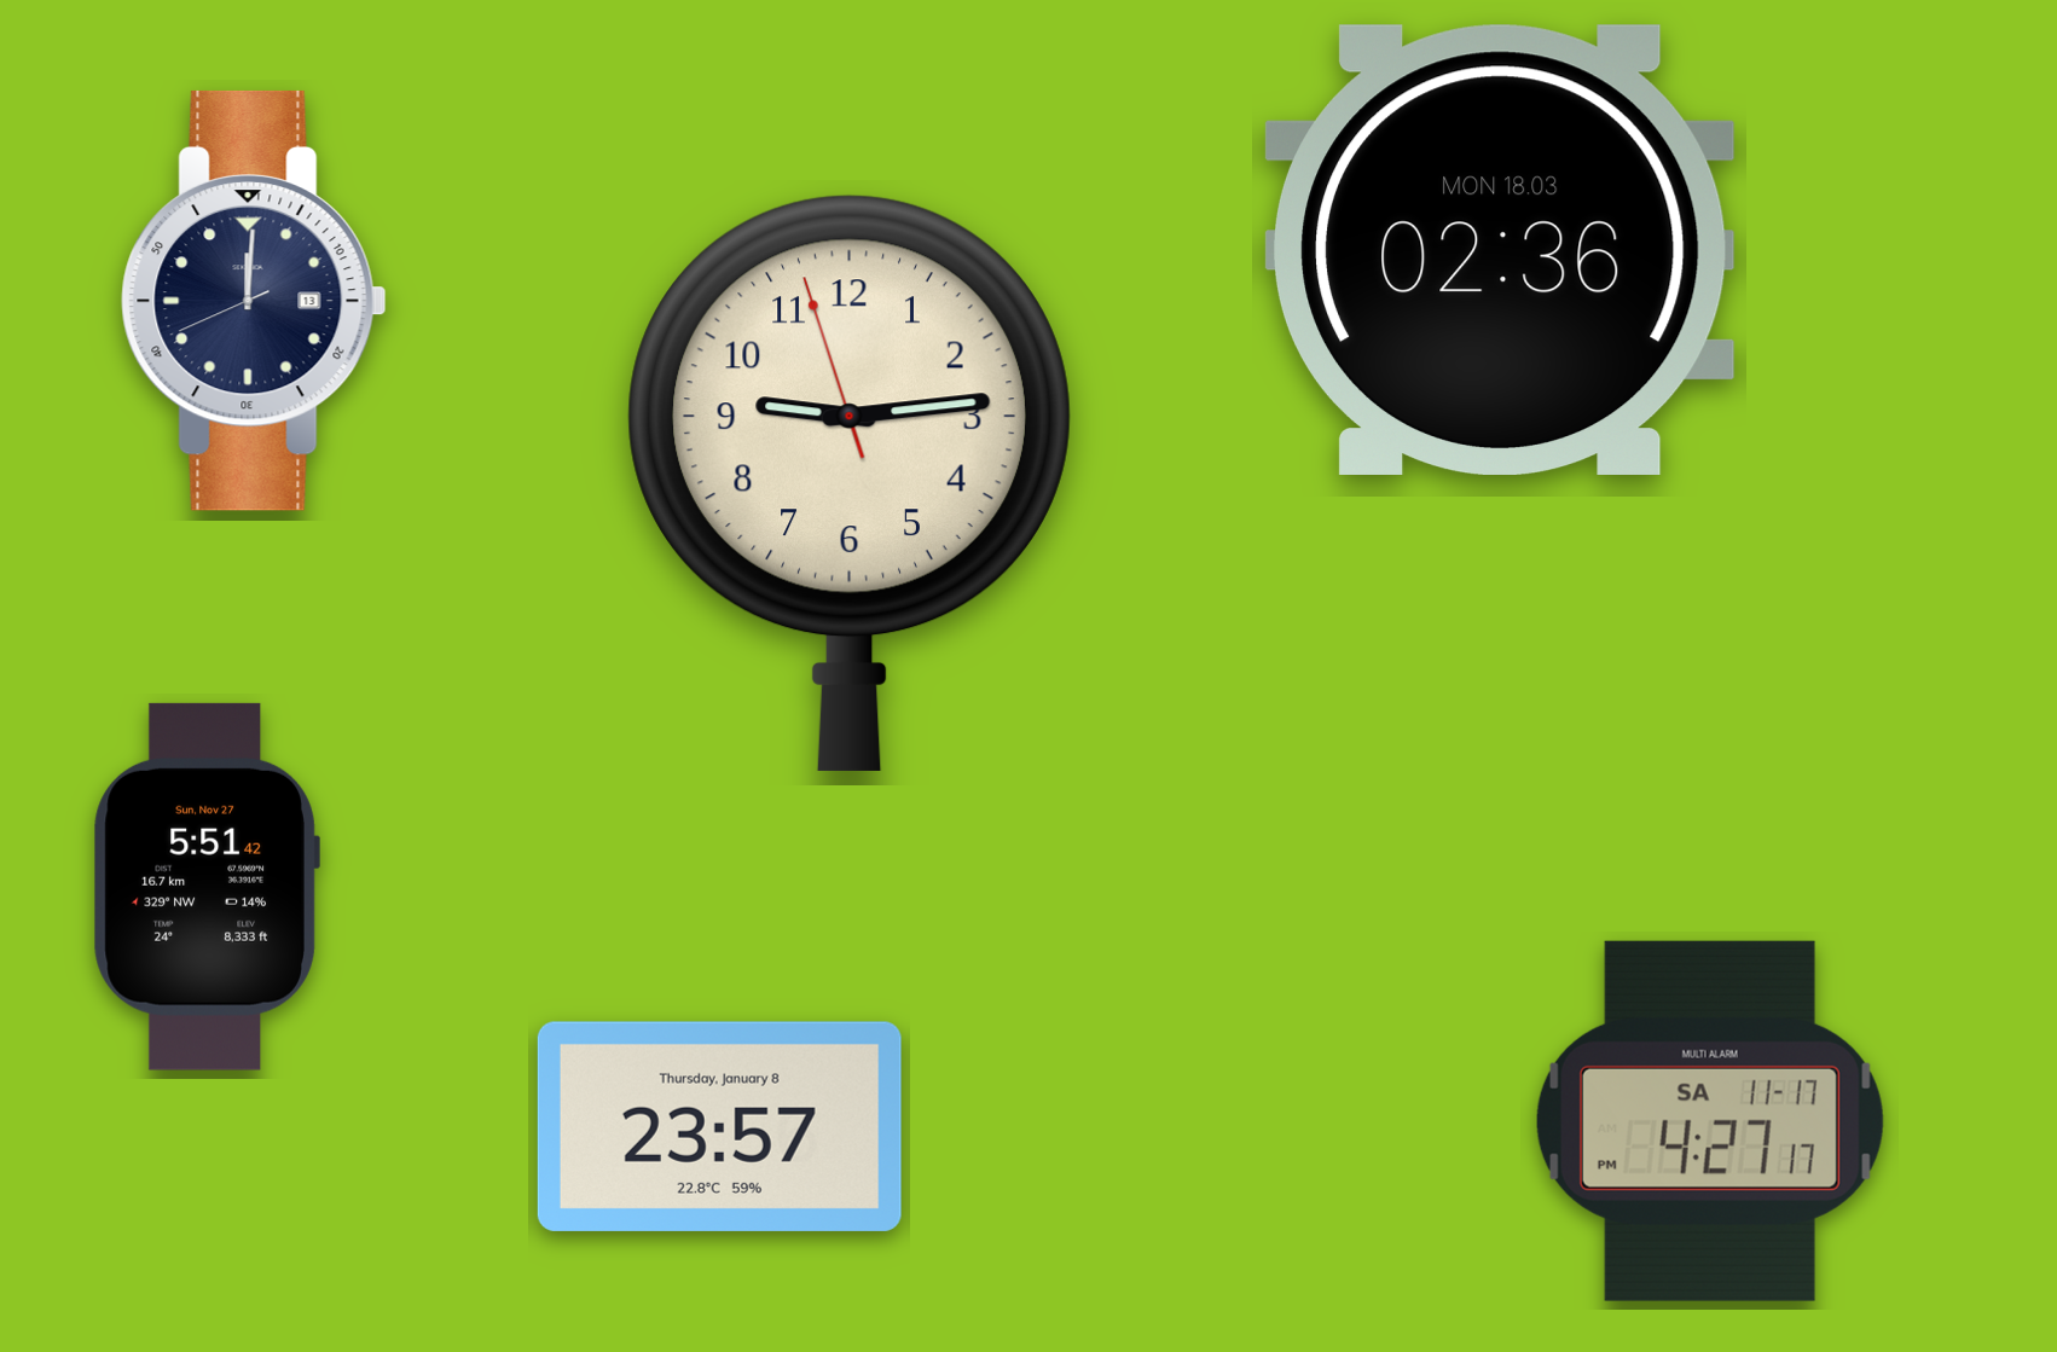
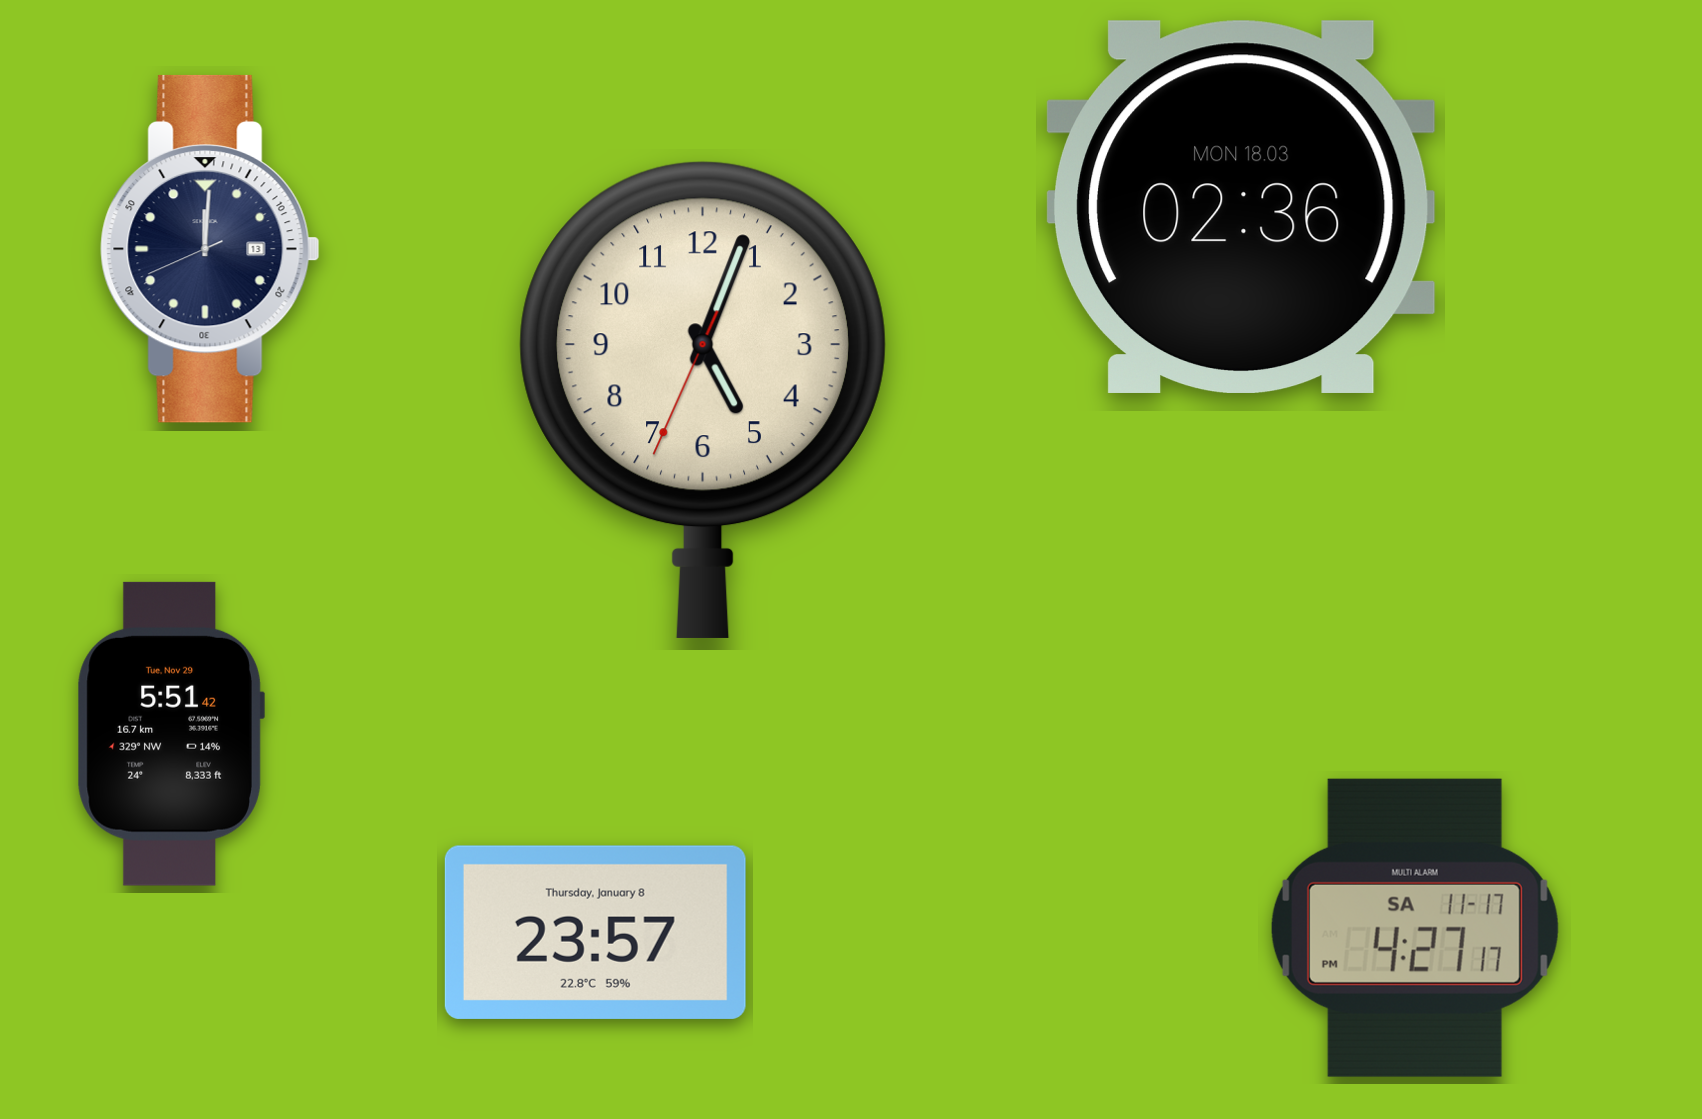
clock at (850, 483): 9:13 -> 5:03
clock at (207, 887) date: Sun, Nov 27 -> Tue, Nov 29
